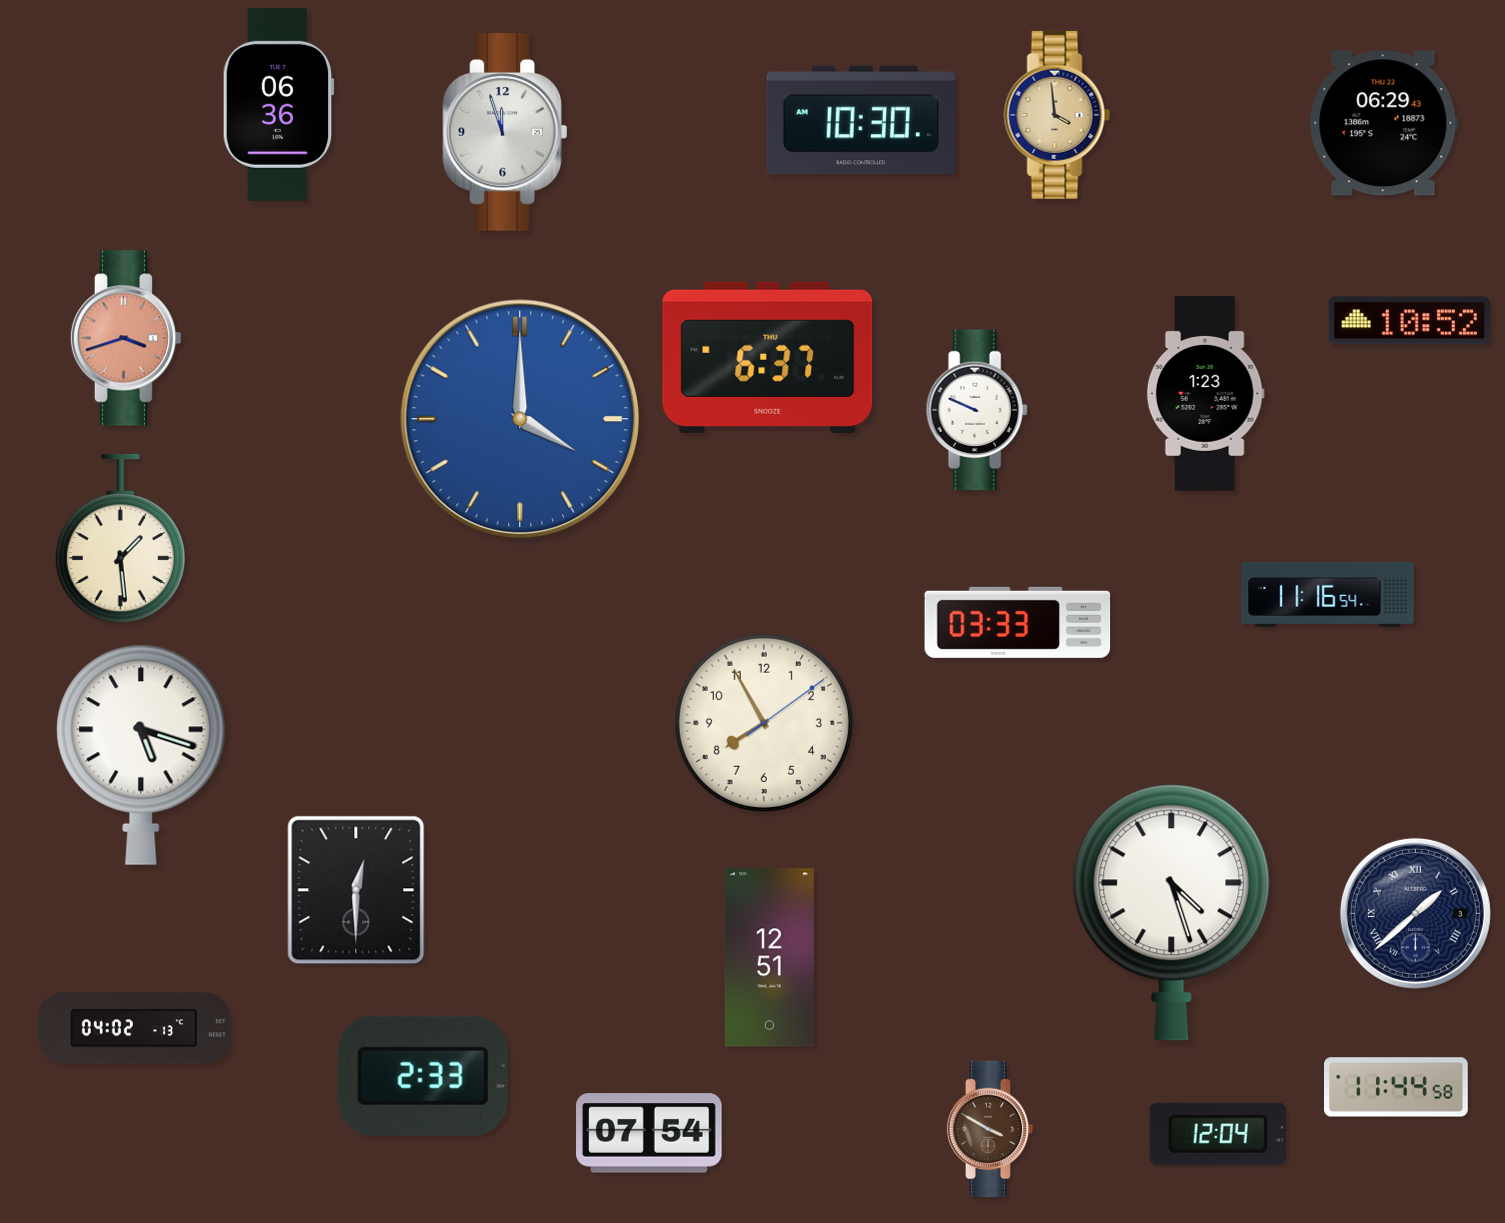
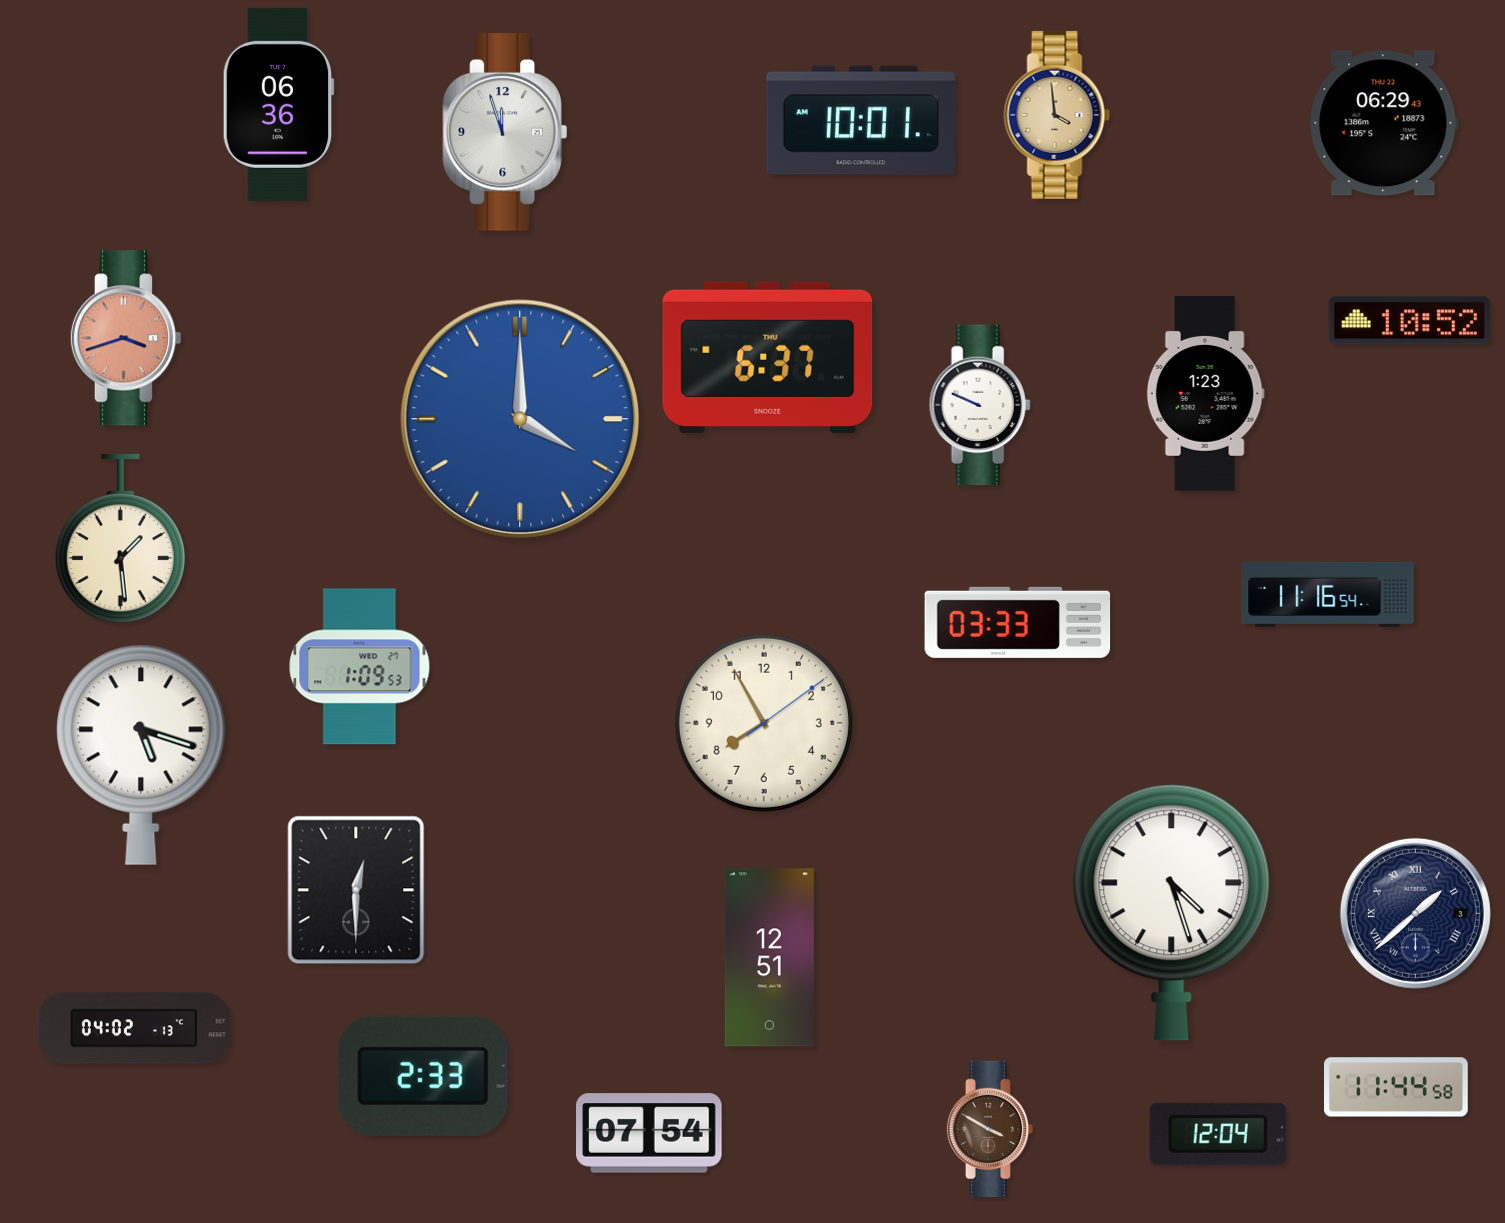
clock at (861, 120): 10:30 -> 10:01
clock at (977, 410) position: (977, 410) -> (980, 405)
clock at (360, 667): none -> 1:09
